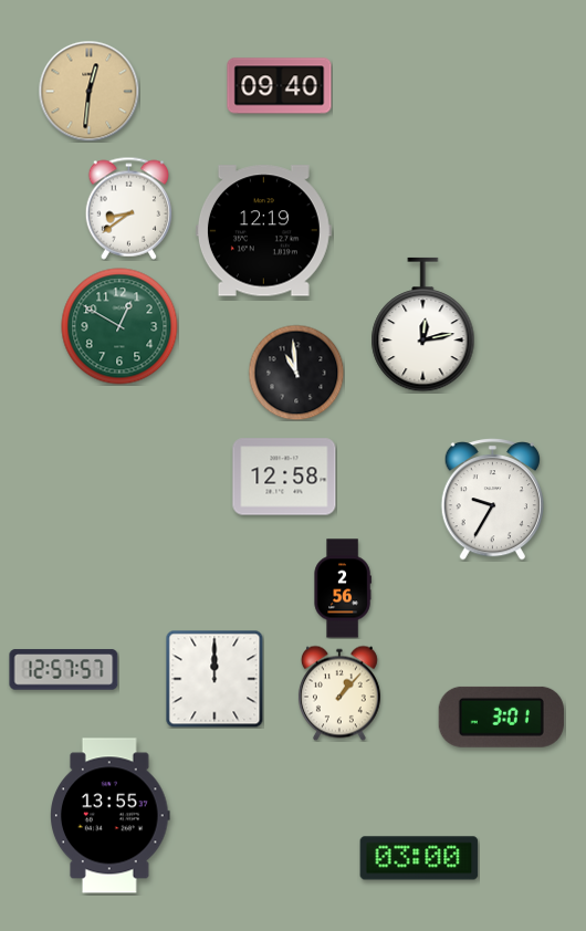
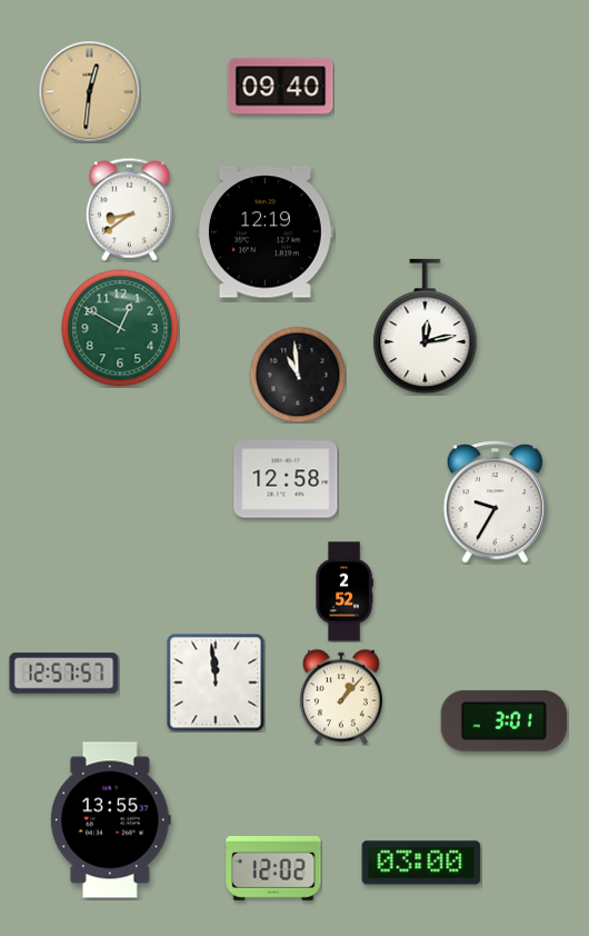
clock at (343, 588): 2:56 -> 2:52
clock at (214, 679): 12:00 -> 11:59
clock at (273, 869): none -> 12:02
